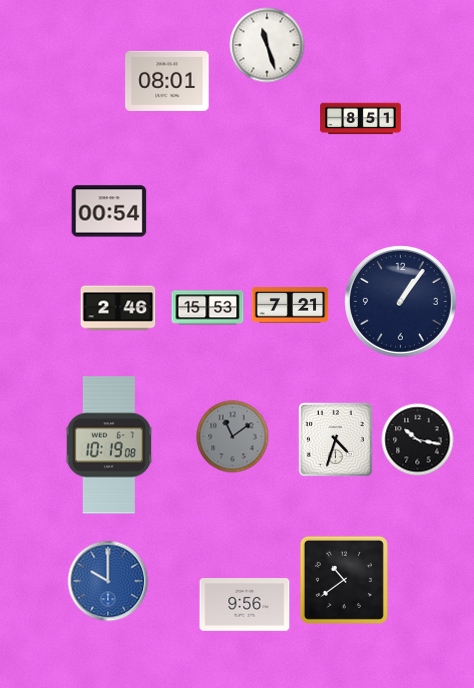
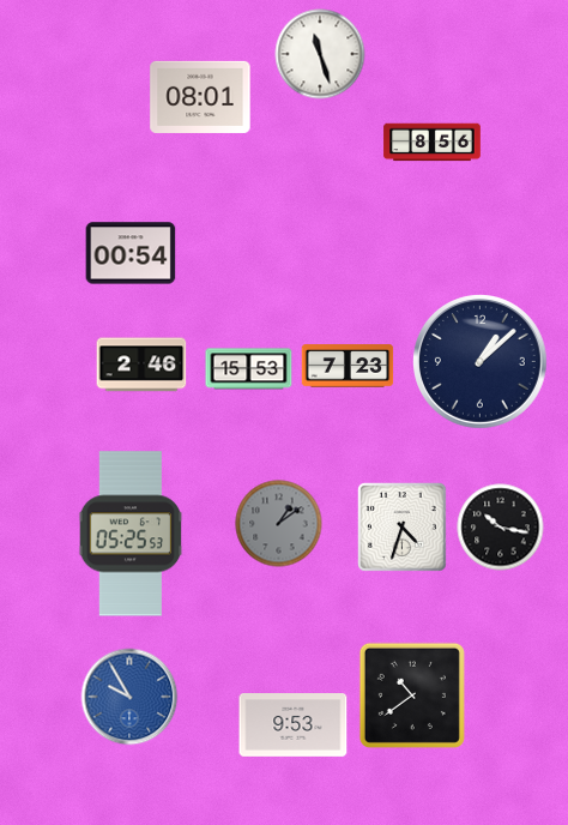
clock at (361, 119): 8:51 -> 8:56
clock at (401, 302): 1:06 -> 1:08
clock at (290, 305): 7:21 -> 7:23
clock at (118, 308) position: (118, 308) -> (141, 365)
clock at (233, 437): 11:09 -> 1:09
clock at (109, 445): 10:19 -> 05:25
clock at (108, 581): 10:00 -> 9:55
clock at (245, 605): 9:56 -> 9:53
